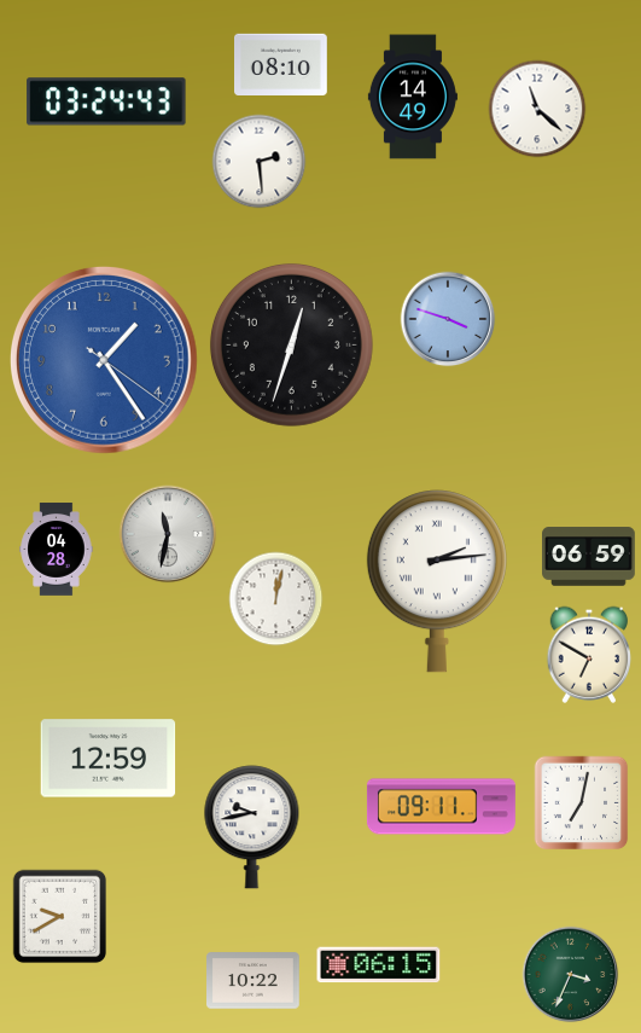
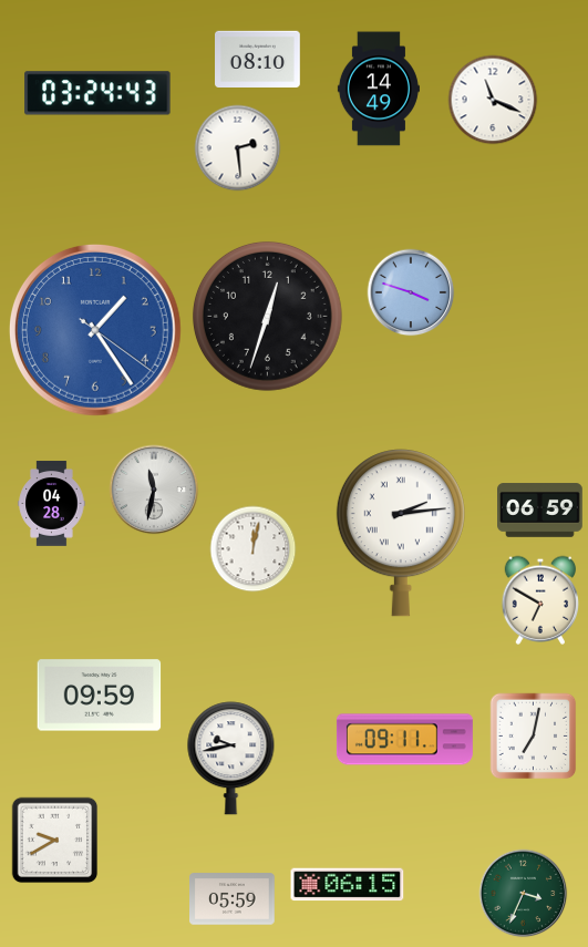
clock at (537, 109): 11:22 -> 11:19
clock at (109, 759): 12:59 -> 09:59
clock at (254, 981): 10:22 -> 05:59
